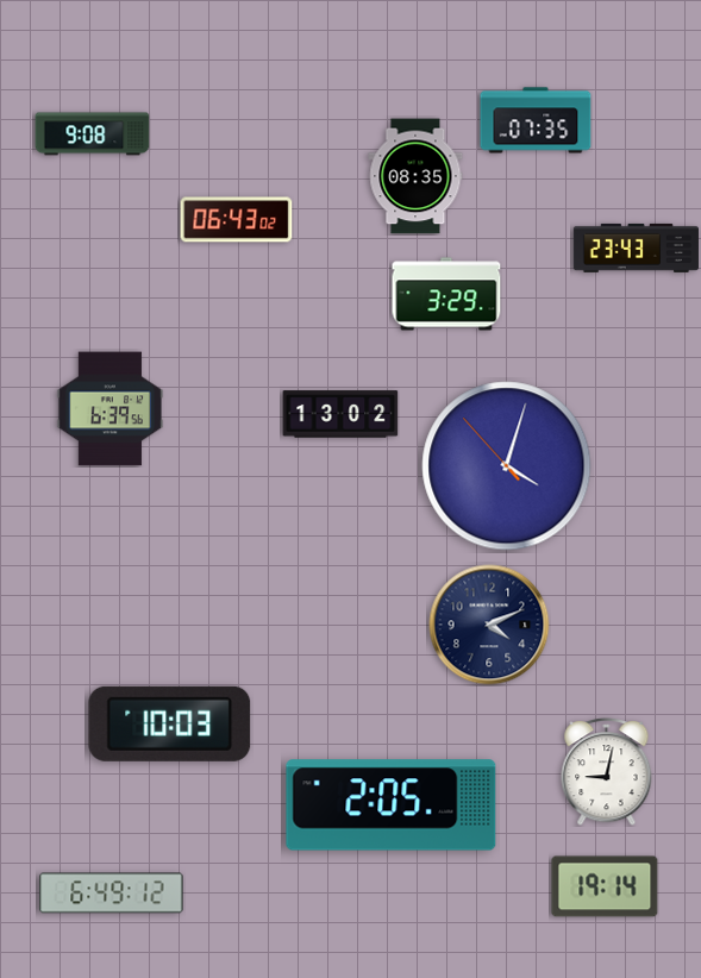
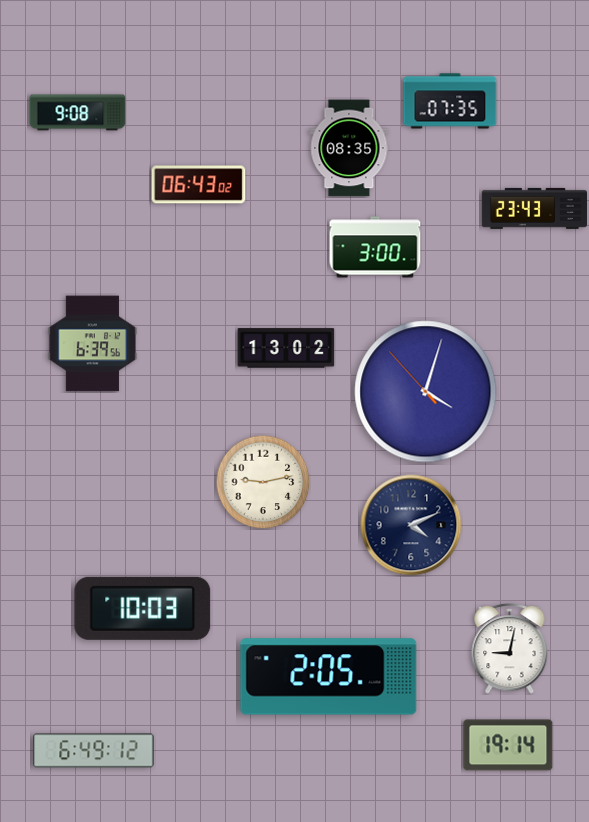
clock at (446, 294): 3:29 -> 3:00
clock at (263, 482): none -> 9:13
